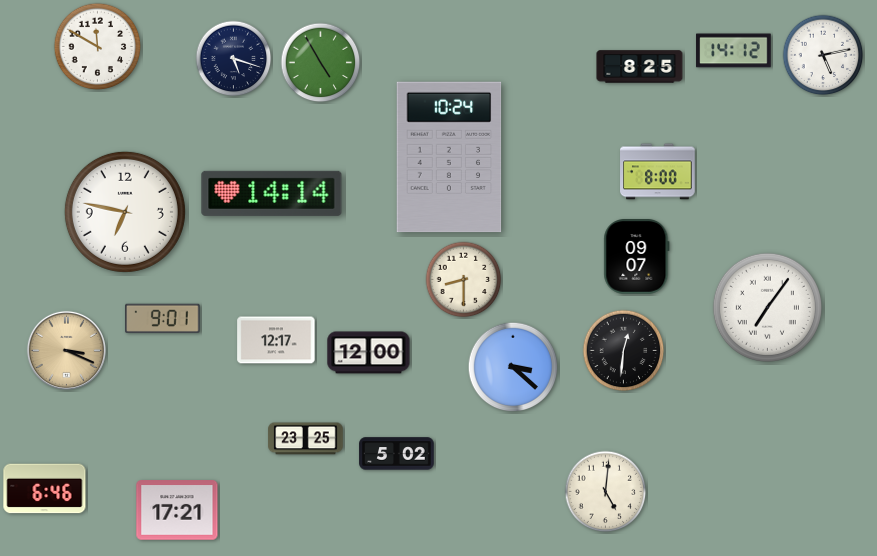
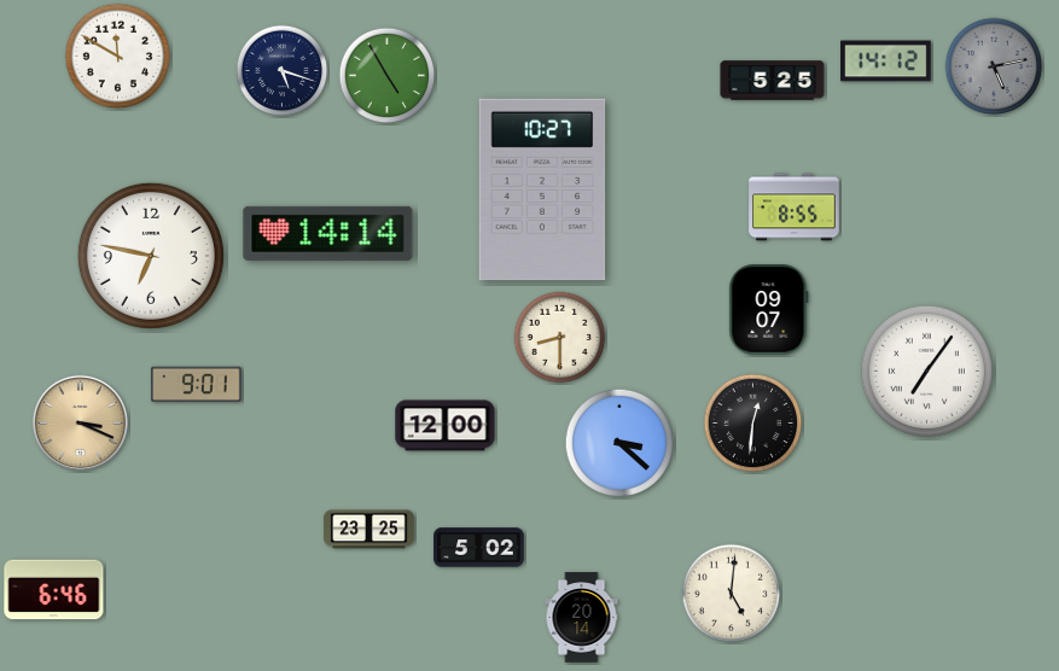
clock at (823, 55) dial: white -> grey
clock at (640, 67): 8:25 -> 5:25
clock at (449, 157): 10:24 -> 10:27
clock at (658, 172): 8:00 -> 8:55
clock at (276, 340): 12:17 -> none
clock at (177, 510): 17:21 -> none
clock at (582, 618): none -> 20:14
